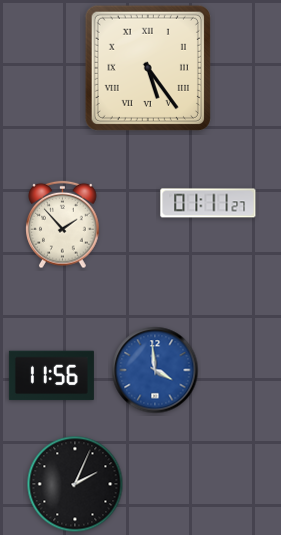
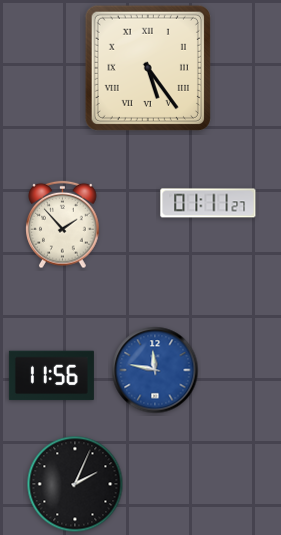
clock at (155, 370): 3:59 -> 11:47
